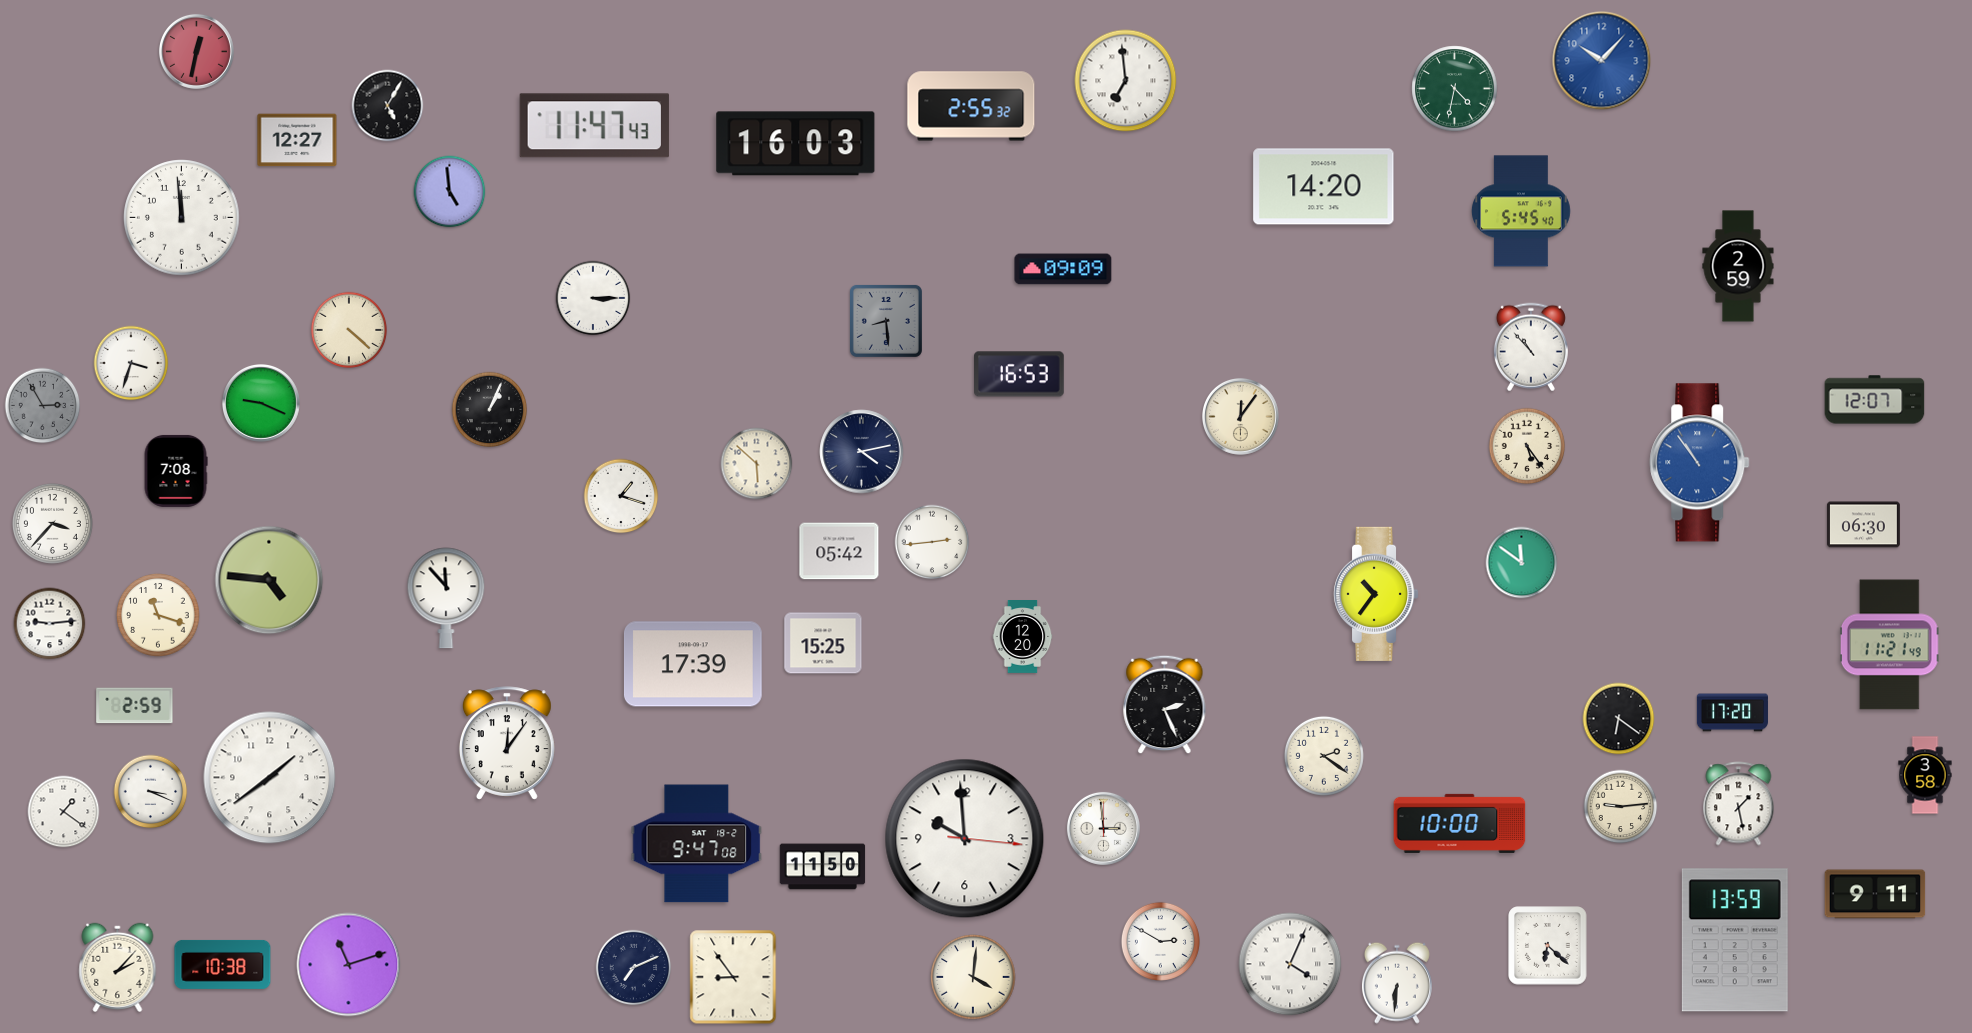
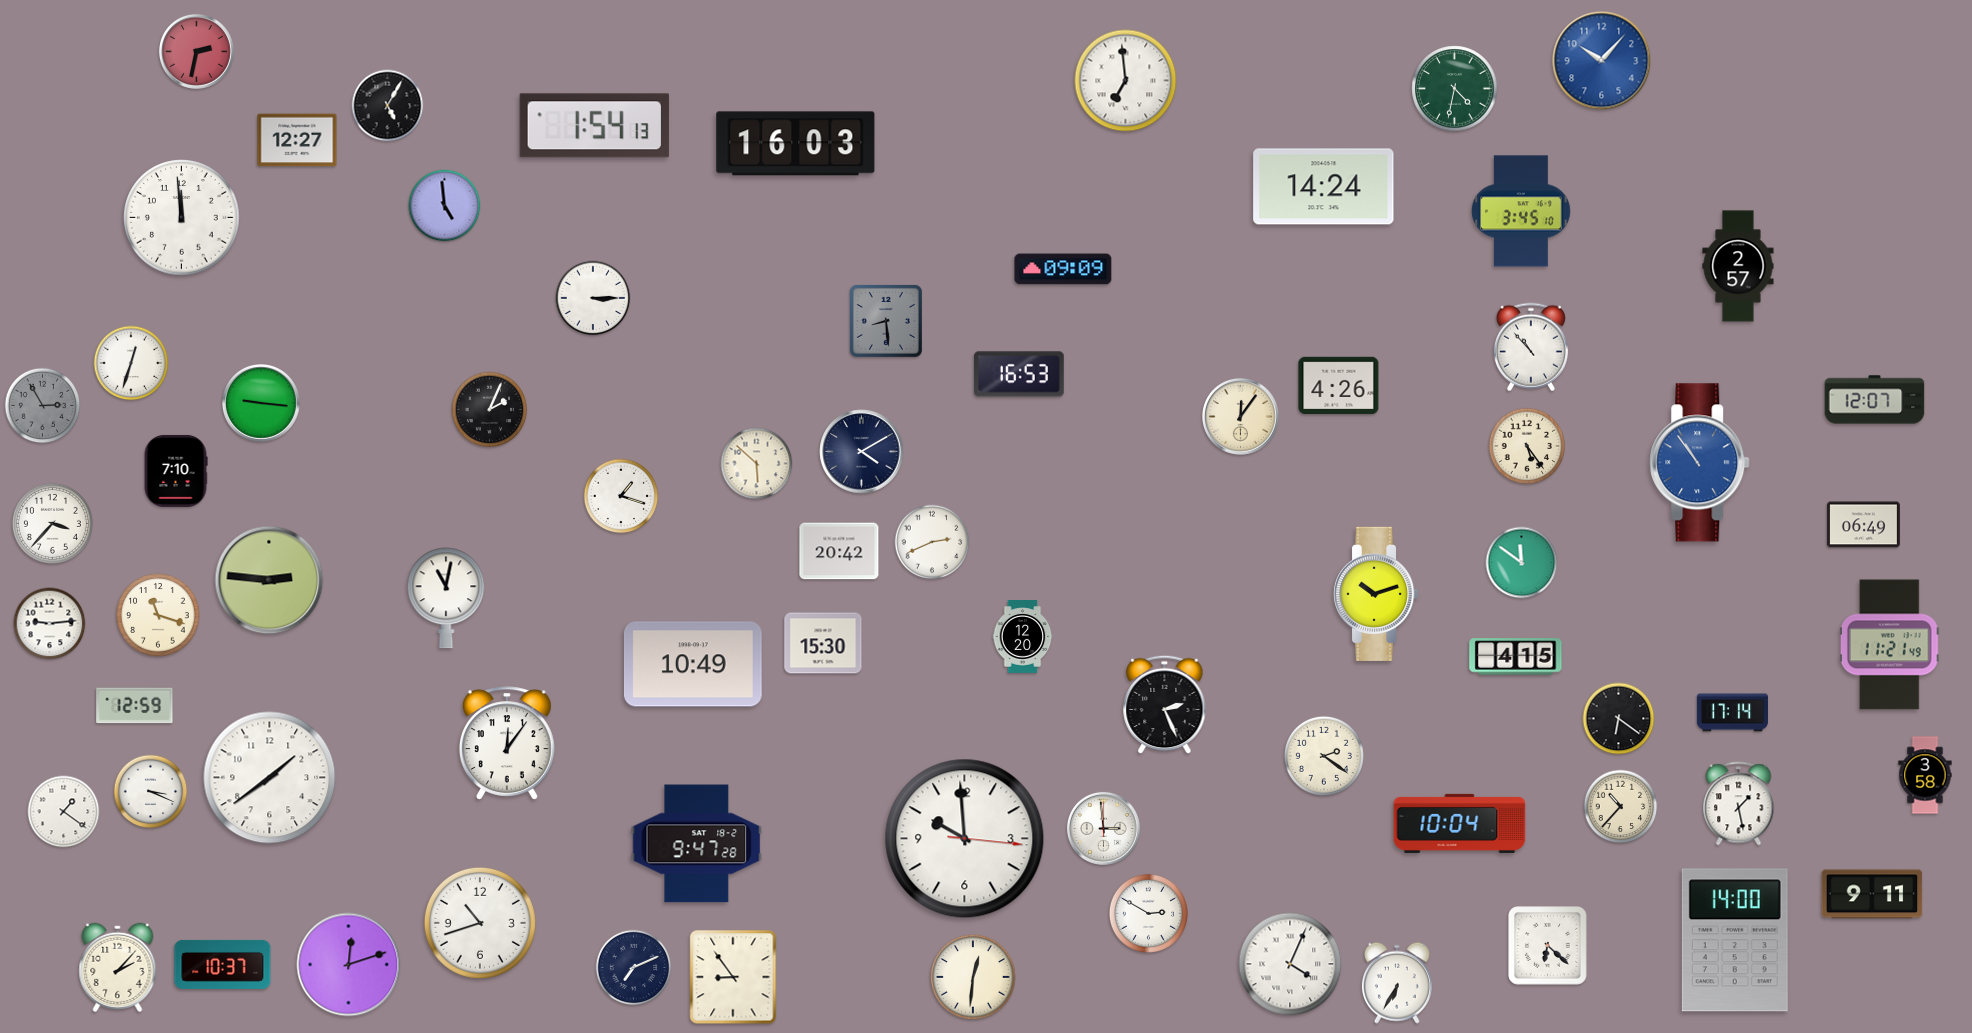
clock at (196, 51): 12:32 -> 2:32
clock at (971, 106): 2:55 -> none
clock at (594, 126): 11:47 -> 1:54
clock at (1324, 187): 14:20 -> 14:24
clock at (450, 192) position: (450, 192) -> (445, 206)
clock at (1521, 211): 5:45 -> 3:45
clock at (1738, 266): 2:59 -> 2:57
clock at (349, 330): 4:22 -> none
clock at (131, 363): 3:33 -> 12:33
clock at (1339, 386): none -> 4:26
clock at (262, 404): 9:19 -> 9:16
clock at (490, 410): 1:04 -> 2:04
clock at (862, 452): 4:13 -> 4:10
clock at (176, 471): 7:08 -> 7:10
clock at (1863, 525): 06:30 -> 06:49
clock at (932, 542): 2:44 -> 2:41
clock at (839, 551): 05:42 -> 20:42
clock at (269, 580): 4:46 -> 2:46
clock at (1376, 594): 10:36 -> 10:12
clock at (446, 598): 11:53 -> 11:02
clock at (823, 643): 15:25 -> 15:30
clock at (1516, 657): none -> 4:15
clock at (693, 664): 17:39 -> 10:49
clock at (135, 706): 2:59 -> 12:59
clock at (1732, 713): 17:20 -> 17:14
clock at (1621, 807): 9:14 -> 10:37
clock at (1460, 823): 10:00 -> 10:04
clock at (697, 844): 9:47:08 -> 9:47:28
clock at (823, 867): 11:50 -> none
clock at (1875, 894) position: (1875, 894) -> (1872, 894)
clock at (480, 923): none -> 10:42
clock at (1735, 940): 13:59 -> 14:00
clock at (1160, 941) position: (1160, 941) -> (1148, 913)
clock at (223, 964): 10:38 -> 10:37
clock at (349, 965): 11:12 -> 12:12
clock at (973, 977): 4:01 -> 12:31
clock at (1397, 983): 6:31 -> 6:35
